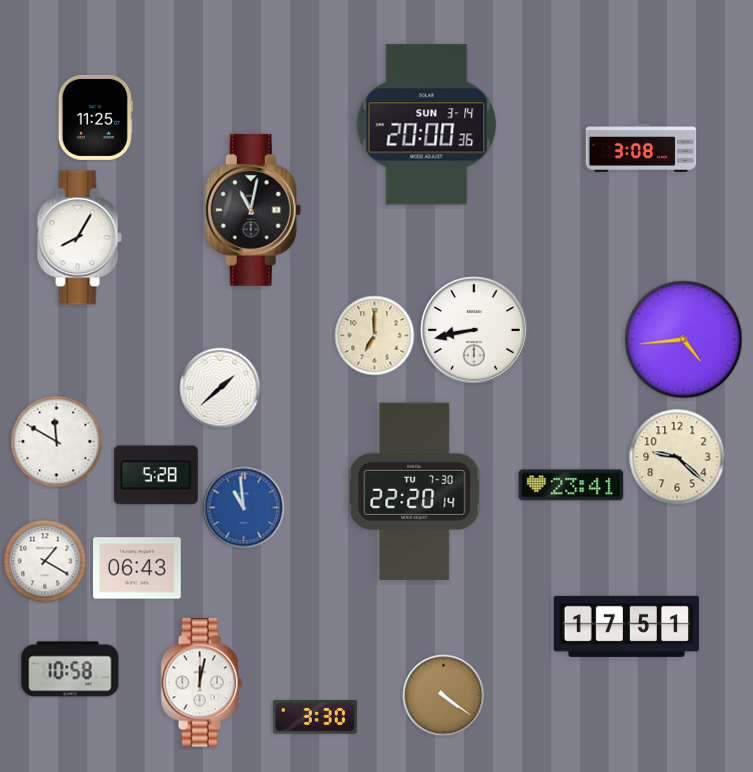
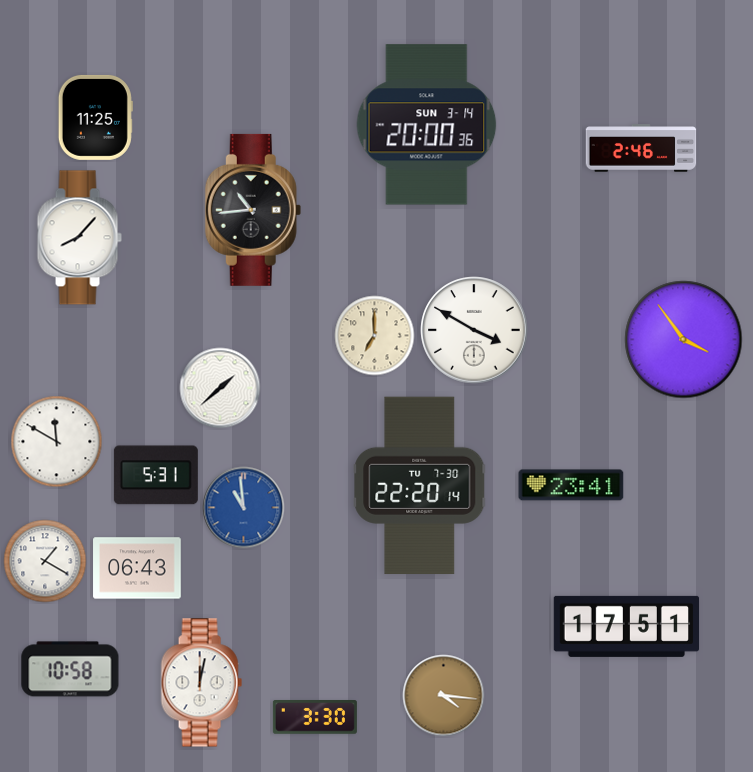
clock at (641, 148): 3:08 -> 2:46
clock at (253, 210): 11:02 -> 10:44
clock at (79, 238): 8:05 -> 8:07
clock at (474, 330): 8:43 -> 3:50
clock at (684, 340): 4:44 -> 3:54
clock at (677, 457): 9:22 -> none
clock at (156, 475): 5:28 -> 5:31
clock at (415, 492) position: (415, 492) -> (420, 486)
clock at (444, 696): 4:21 -> 4:16
